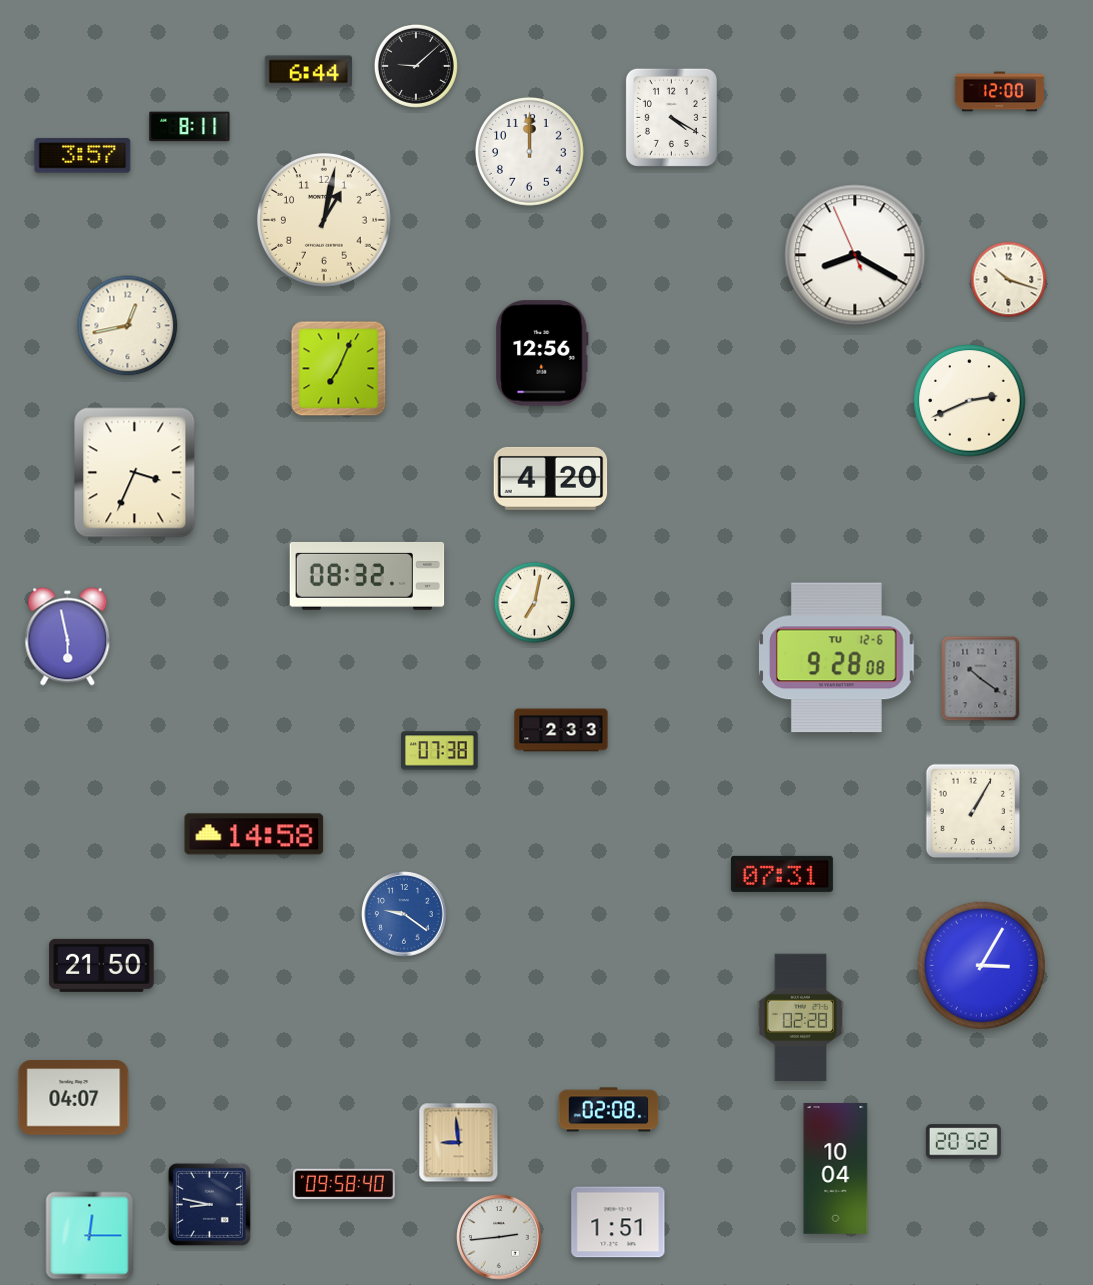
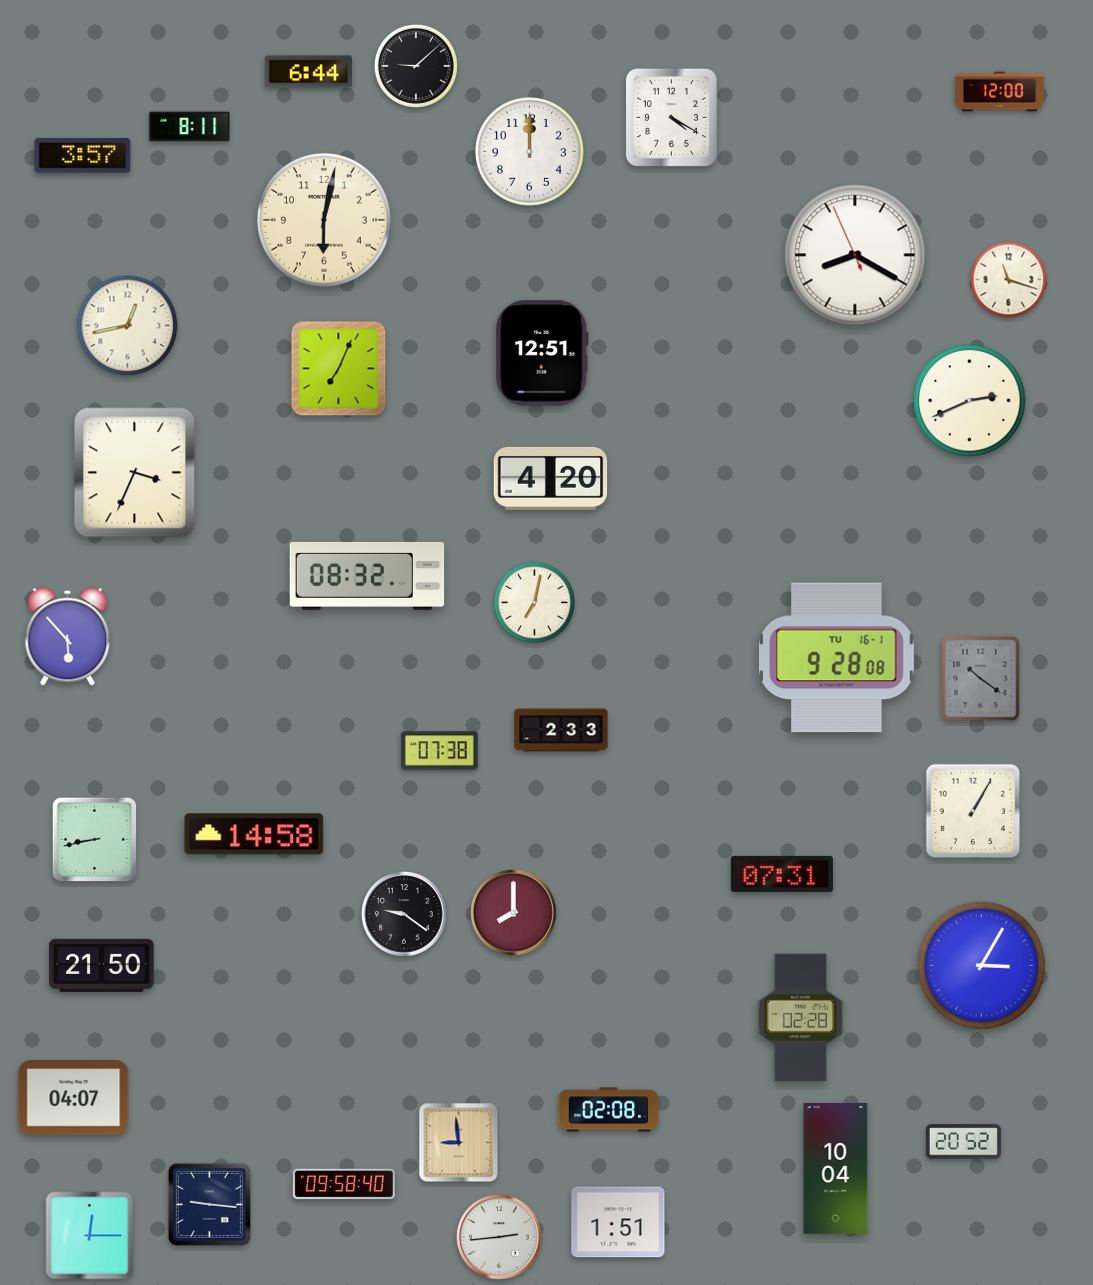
clock at (325, 221): 1:02 -> 6:02
clock at (1009, 280): 10:18 -> 11:18
clock at (542, 353): 12:56 -> 12:51
clock at (68, 637): 5:58 -> 5:53
clock at (837, 658) date: TU 12-6 -> TU 16-1
clock at (95, 840): none -> 8:43
clock at (514, 913): none -> 8:00
clock at (404, 914) dial: blue -> black
clock at (209, 1204): 8:47 -> 9:16
